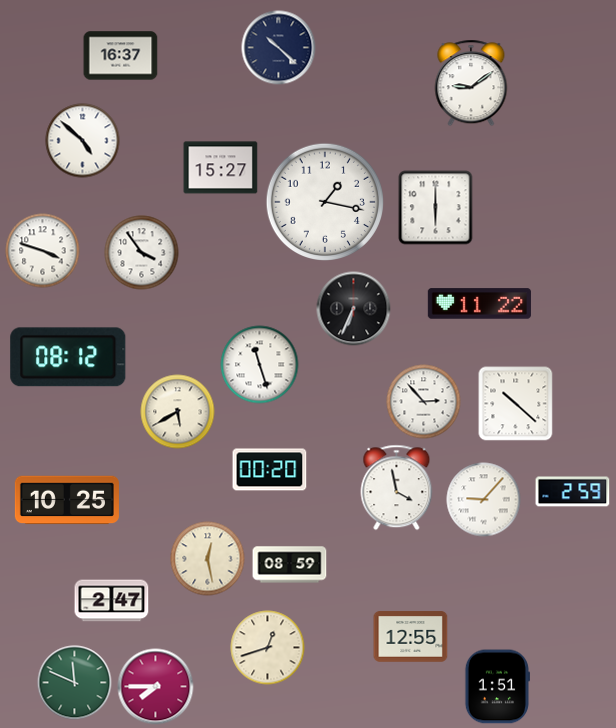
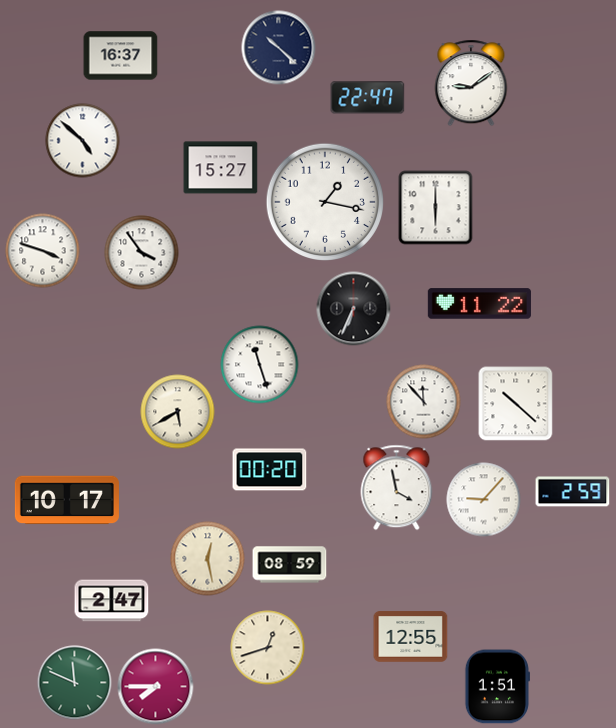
clock at (368, 98): none -> 22:47
clock at (68, 357): 08:12 -> none
clock at (424, 402): 2:53 -> 11:53
clock at (67, 500): 10:25 -> 10:17
